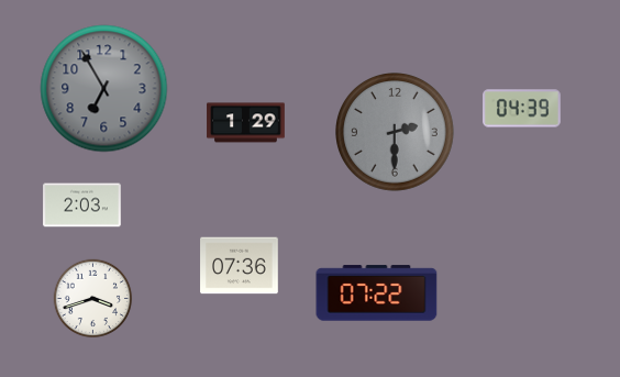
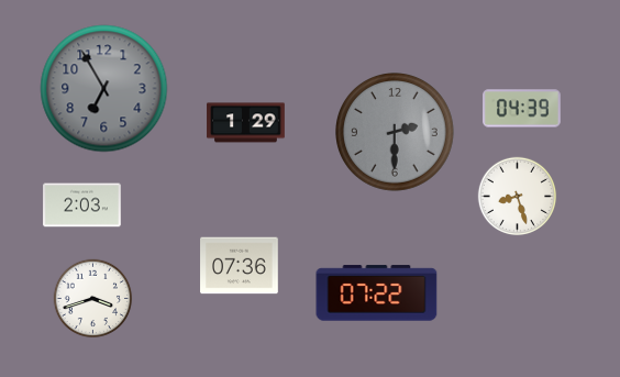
clock at (518, 197): none -> 8:27
